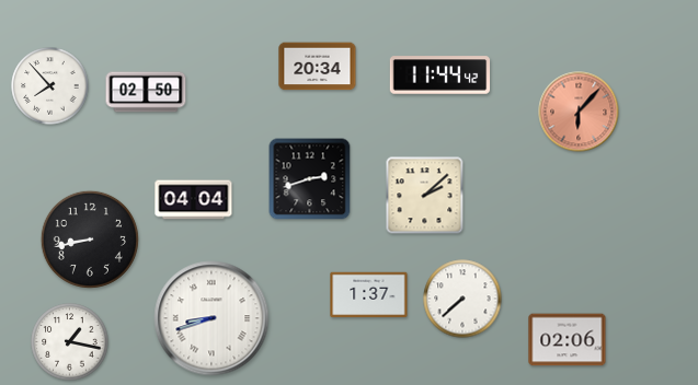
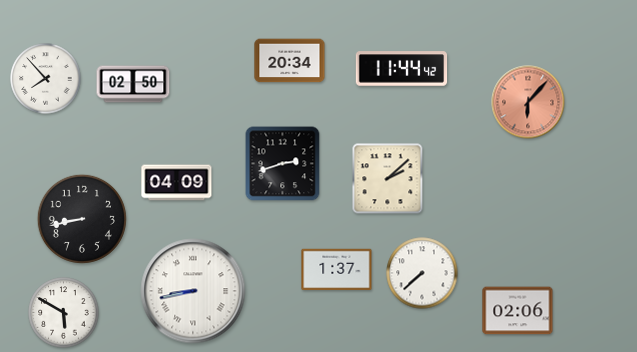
clock at (194, 200): 04:04 -> 04:09
clock at (211, 318): 8:42 -> 8:43
clock at (70, 342): 1:17 -> 5:50
